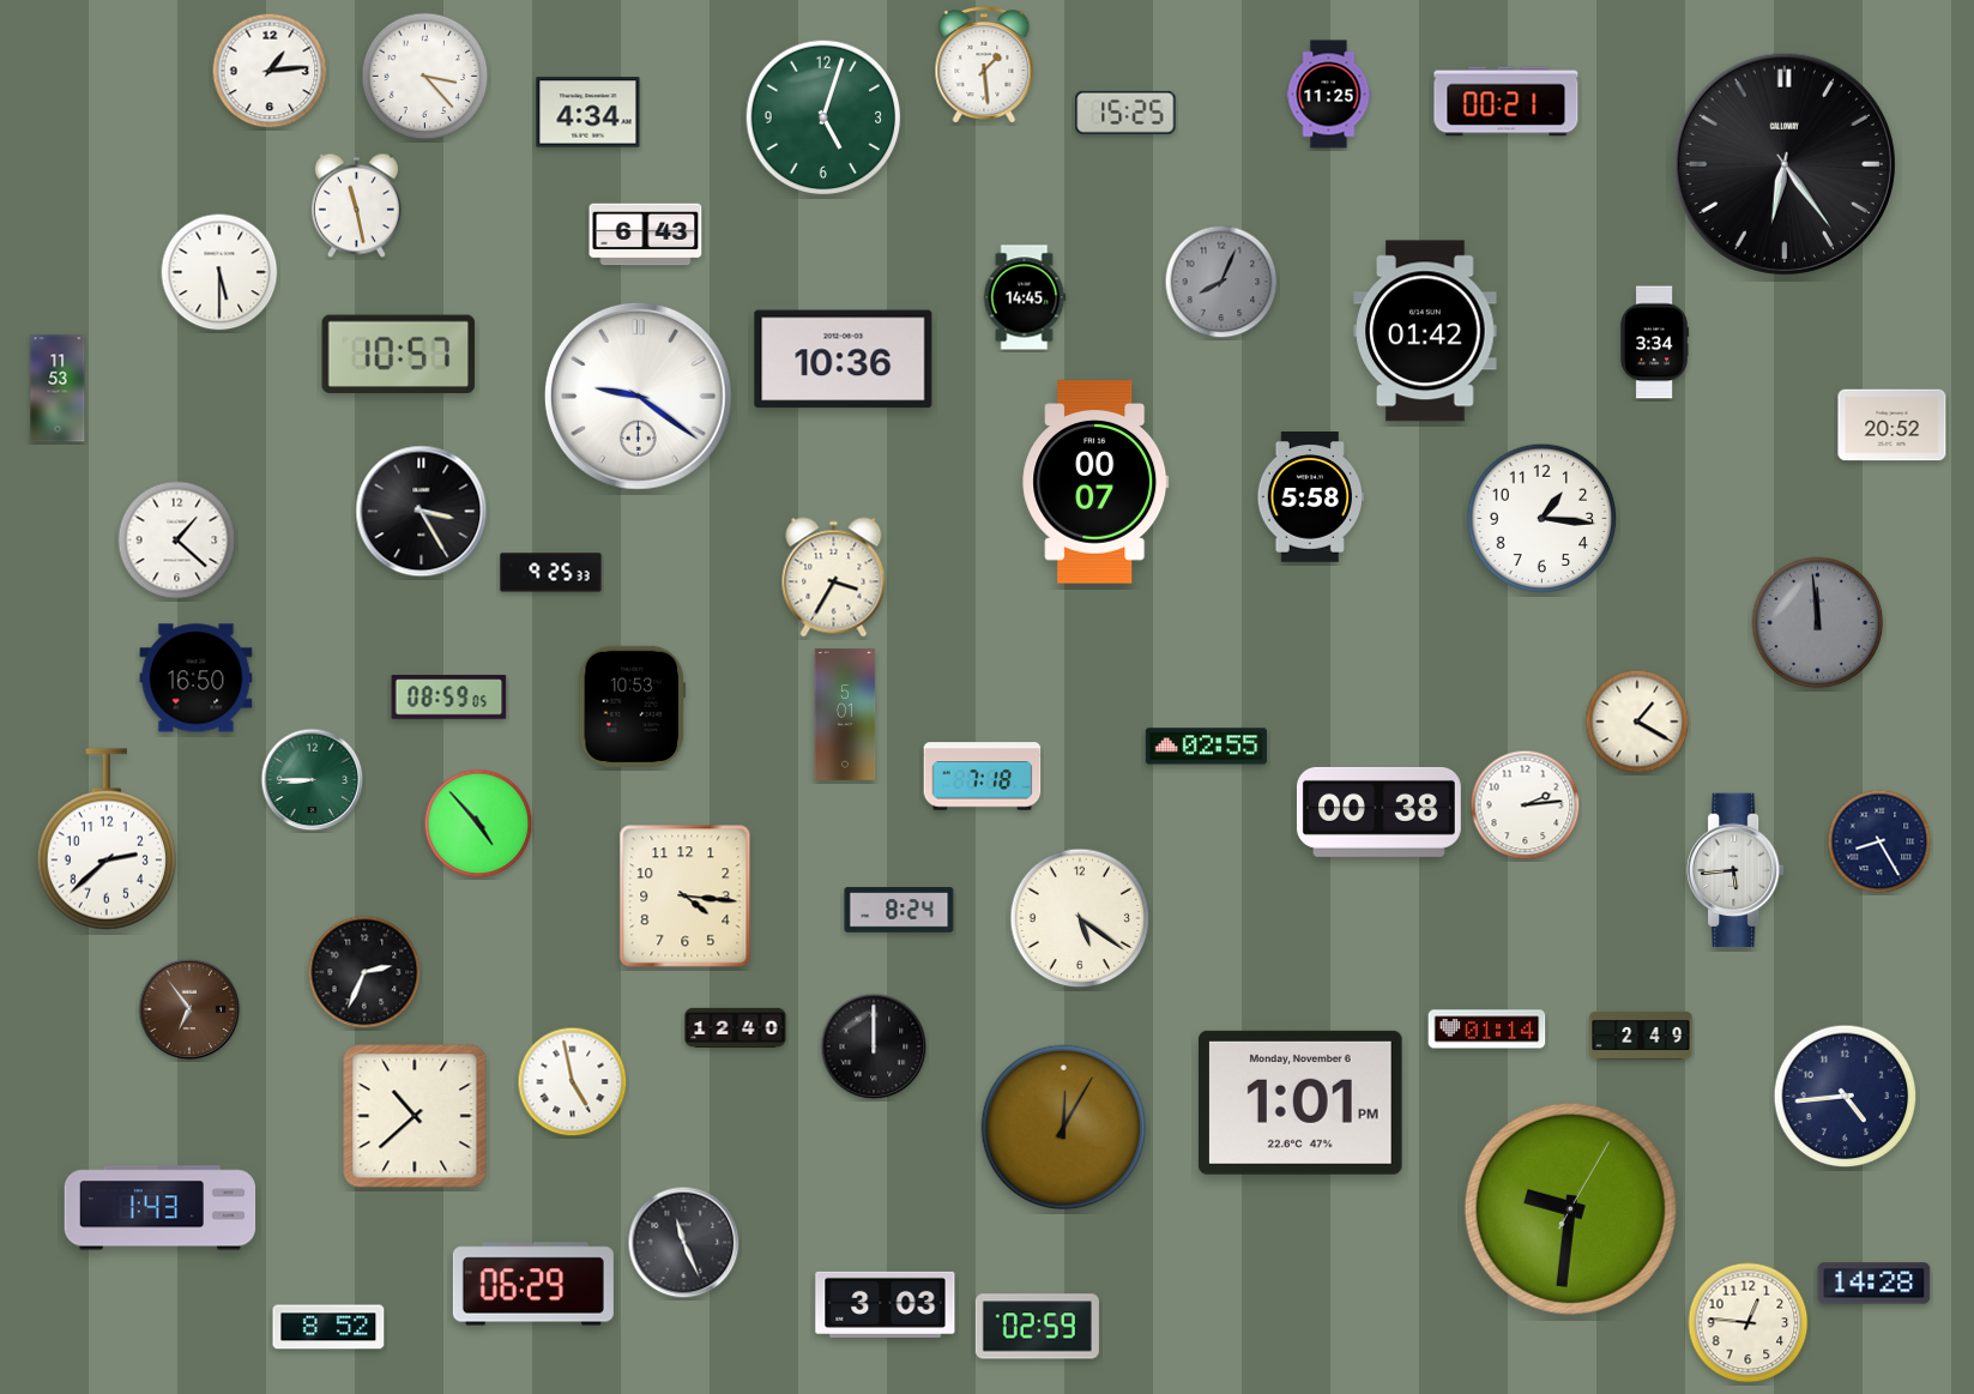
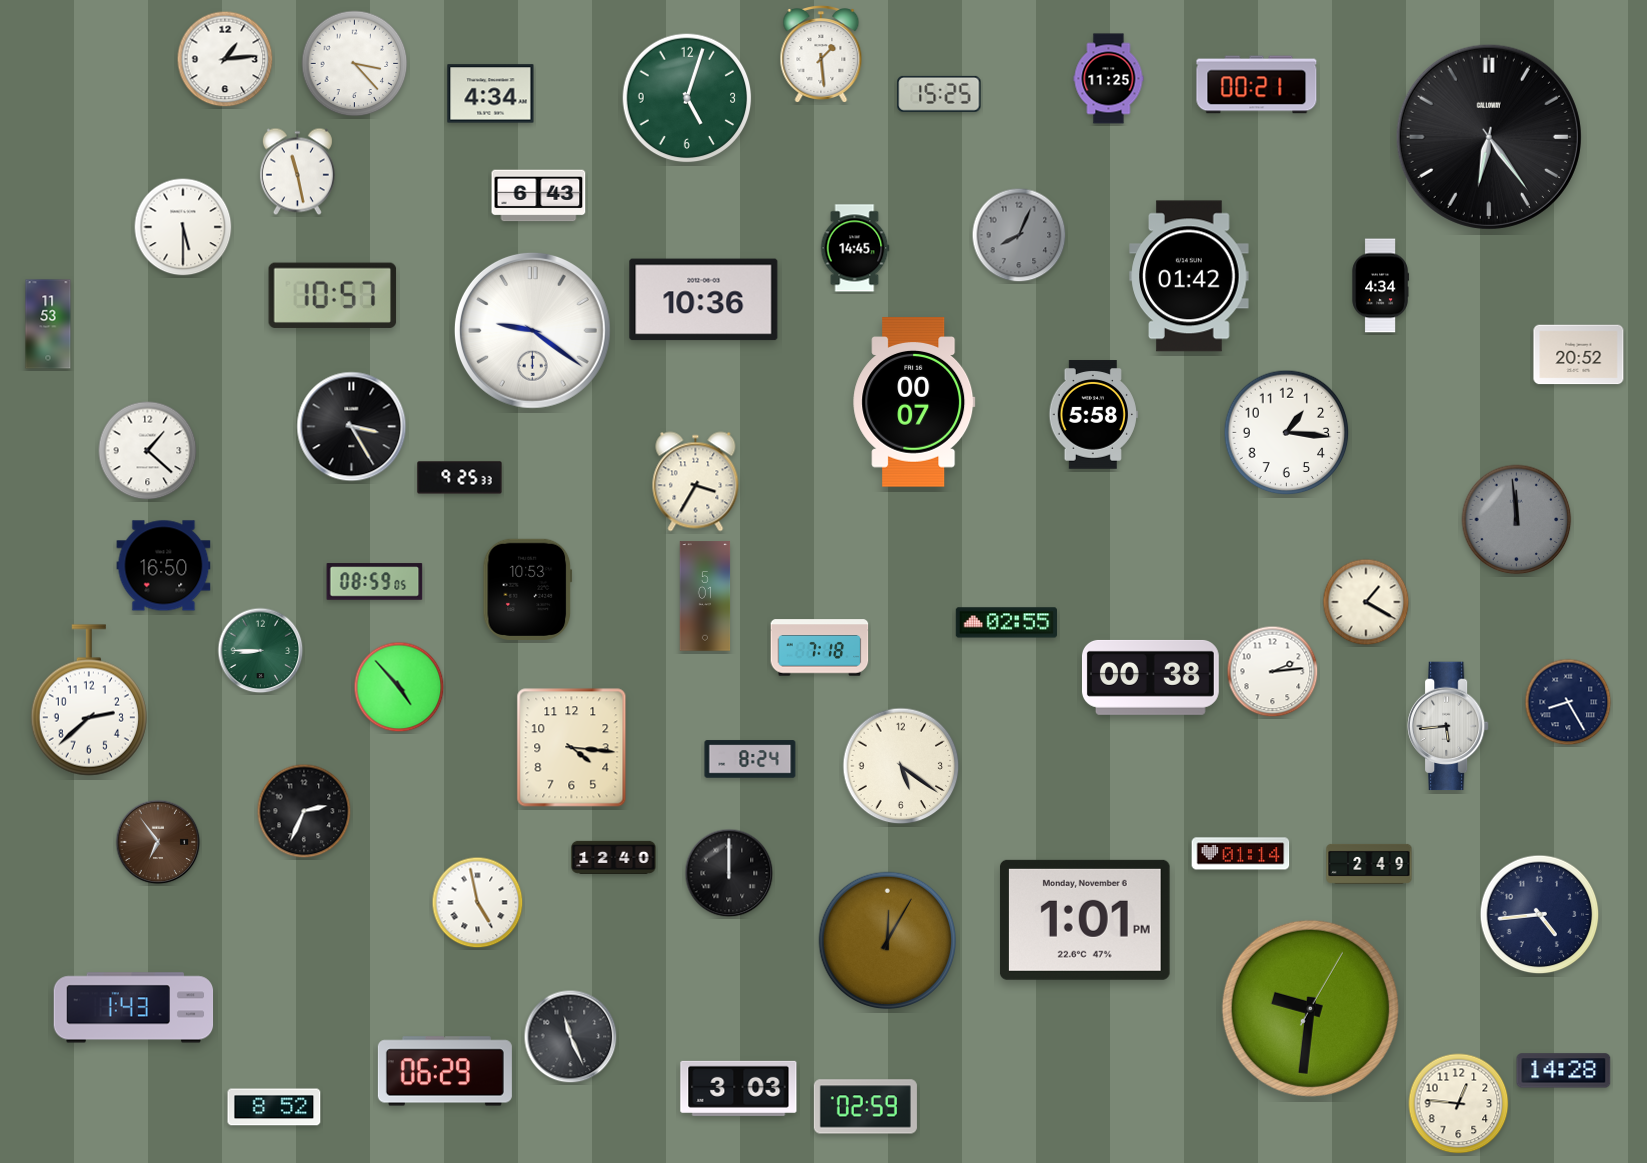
clock at (1654, 343): 3:34 -> 4:34
clock at (1487, 1030) position: (1487, 1030) -> (1241, 854)
clock at (415, 1116): 10:38 -> none
